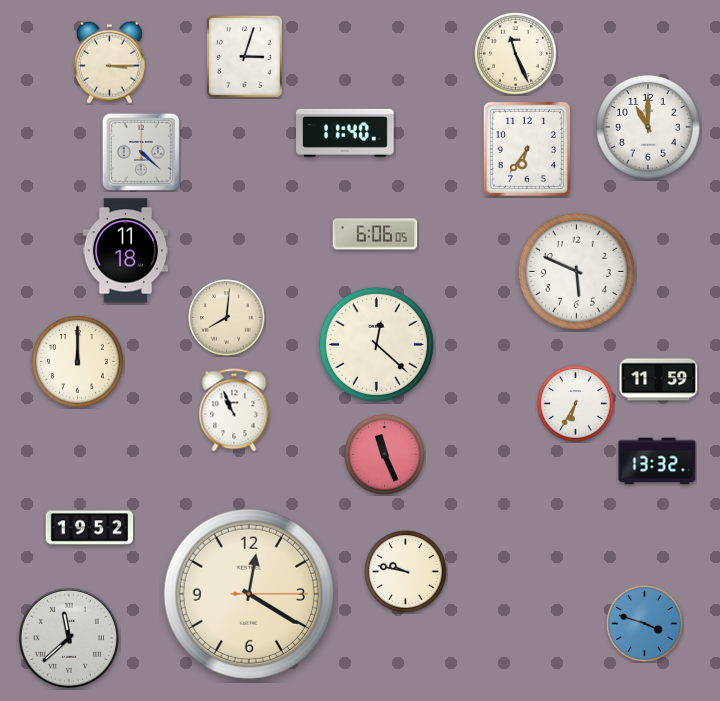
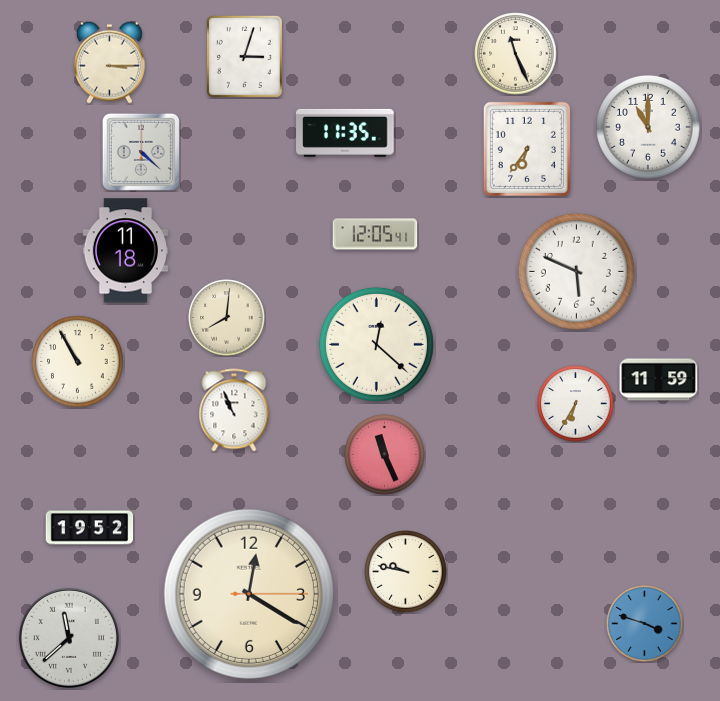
clock at (345, 133): 11:40 -> 11:35
clock at (375, 234): 6:06 -> 12:05
clock at (78, 362): 12:00 -> 10:55
clock at (657, 461): 13:32 -> none
